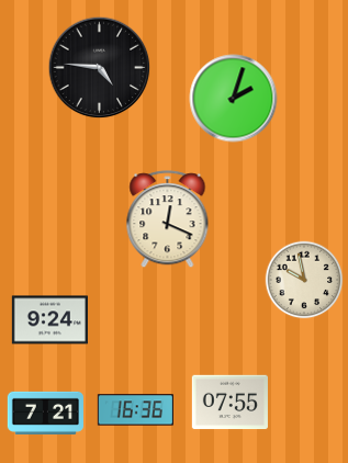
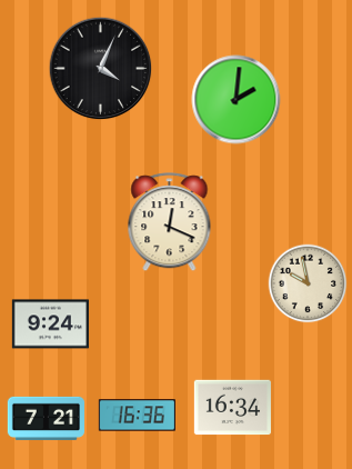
clock at (100, 68): 4:46 -> 4:04
clock at (234, 99): 2:03 -> 2:01
clock at (229, 403): 07:55 -> 16:34
